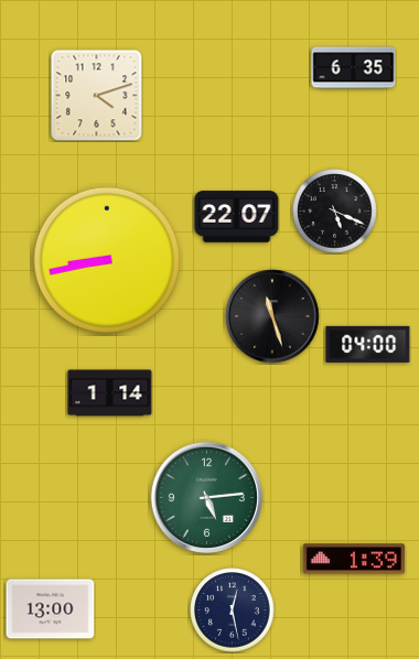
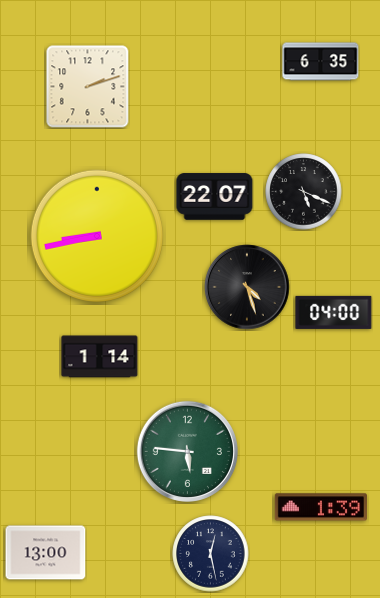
clock at (97, 96): 4:12 -> 2:12
clock at (272, 316): 11:27 -> 4:27
clock at (206, 497): 5:14 -> 5:46
